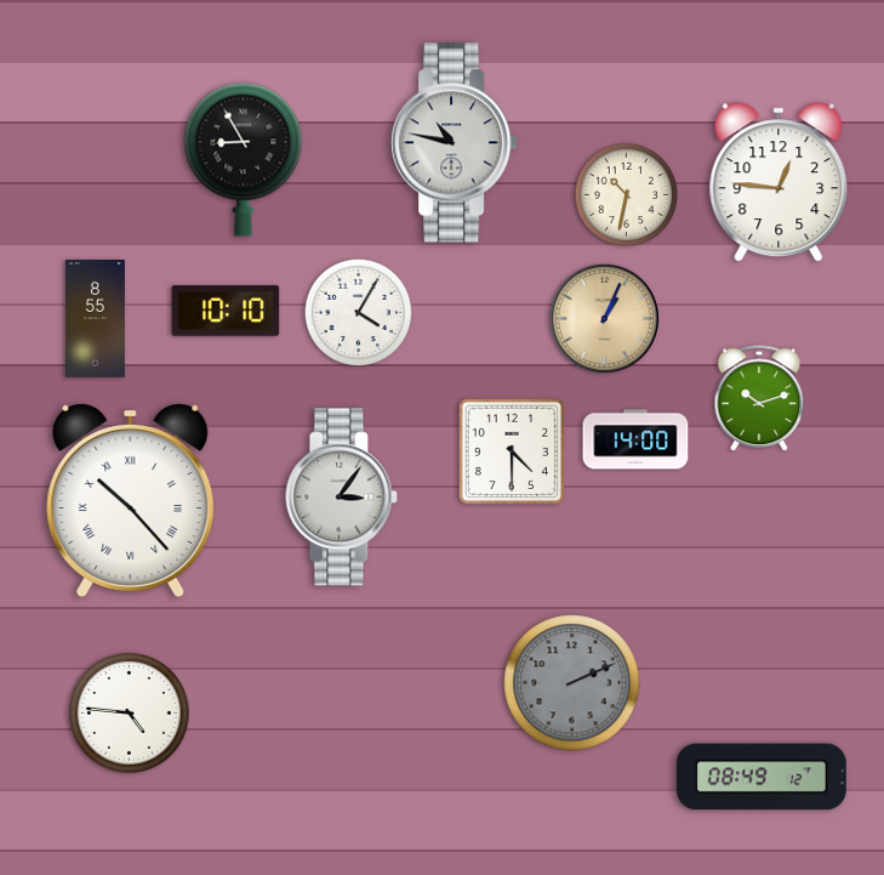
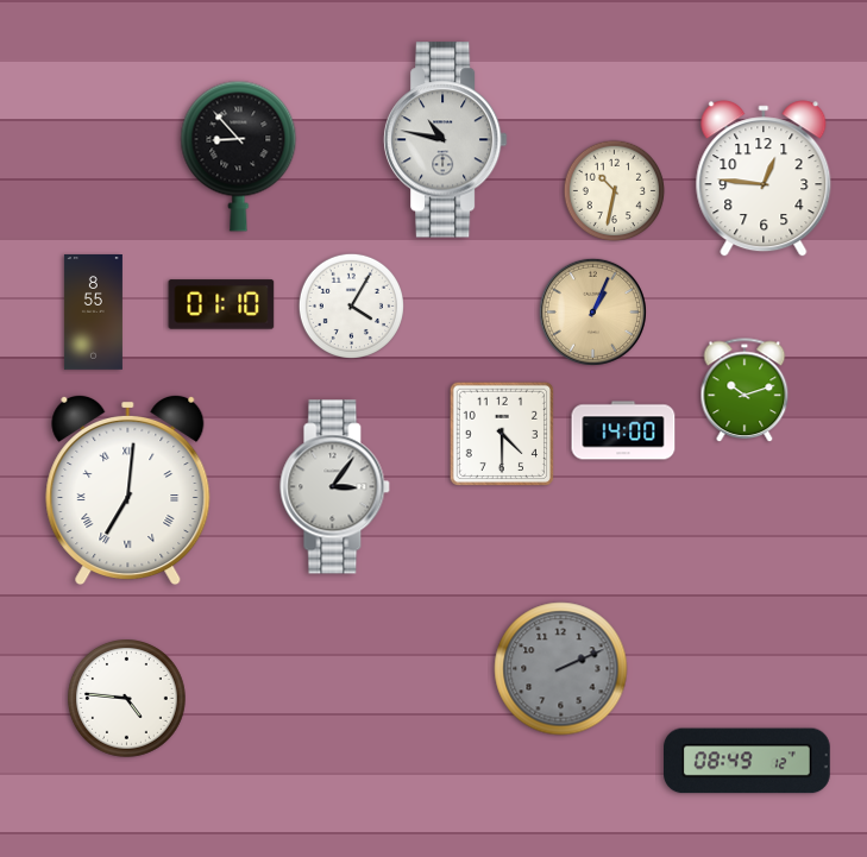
clock at (244, 159): 8:55 -> 8:53
clock at (226, 311): 10:10 -> 01:10
clock at (511, 450) position: (511, 450) -> (501, 433)
clock at (131, 500): 10:23 -> 7:01
